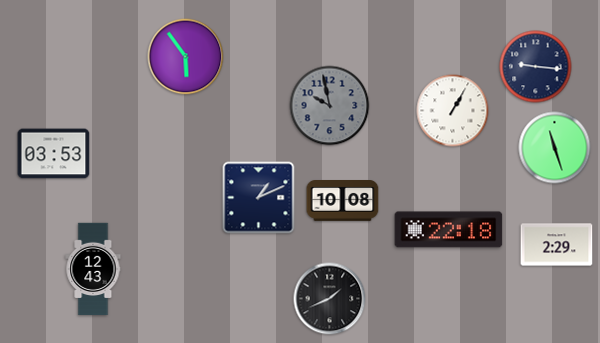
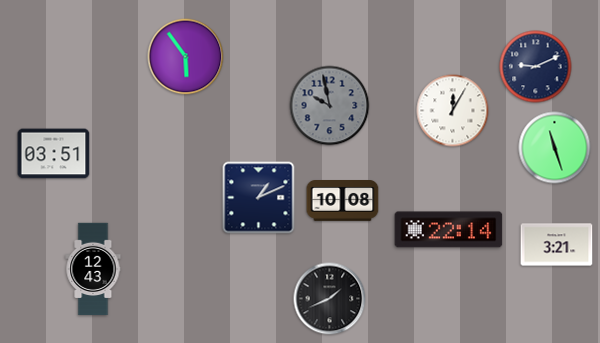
clock at (536, 67): 9:16 -> 9:11
clock at (453, 111): 1:05 -> 12:05
clock at (54, 154): 03:53 -> 03:51
clock at (449, 230): 22:18 -> 22:14
clock at (557, 245): 2:29 -> 3:21
